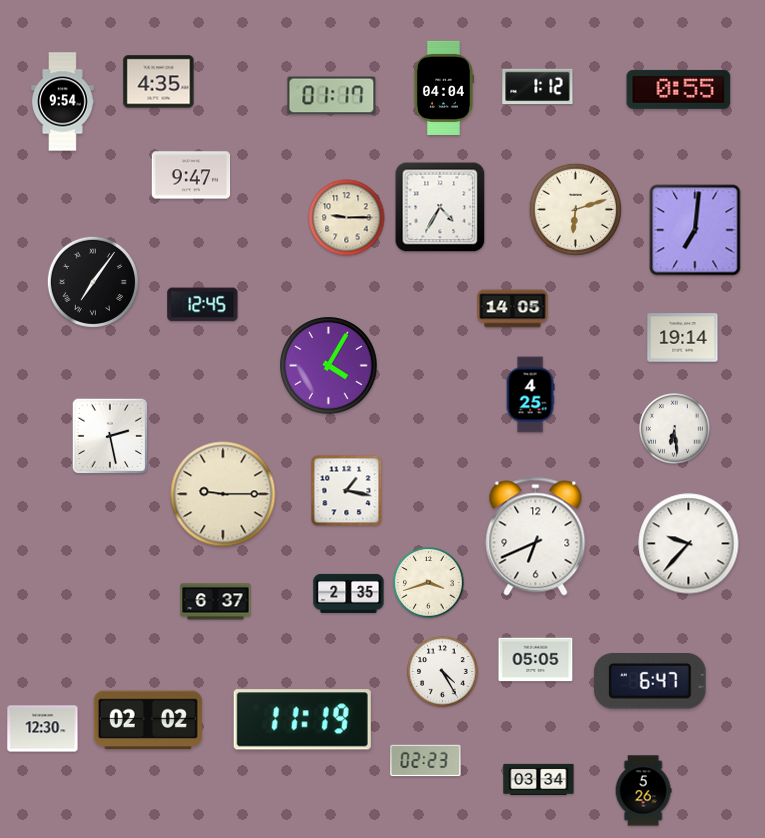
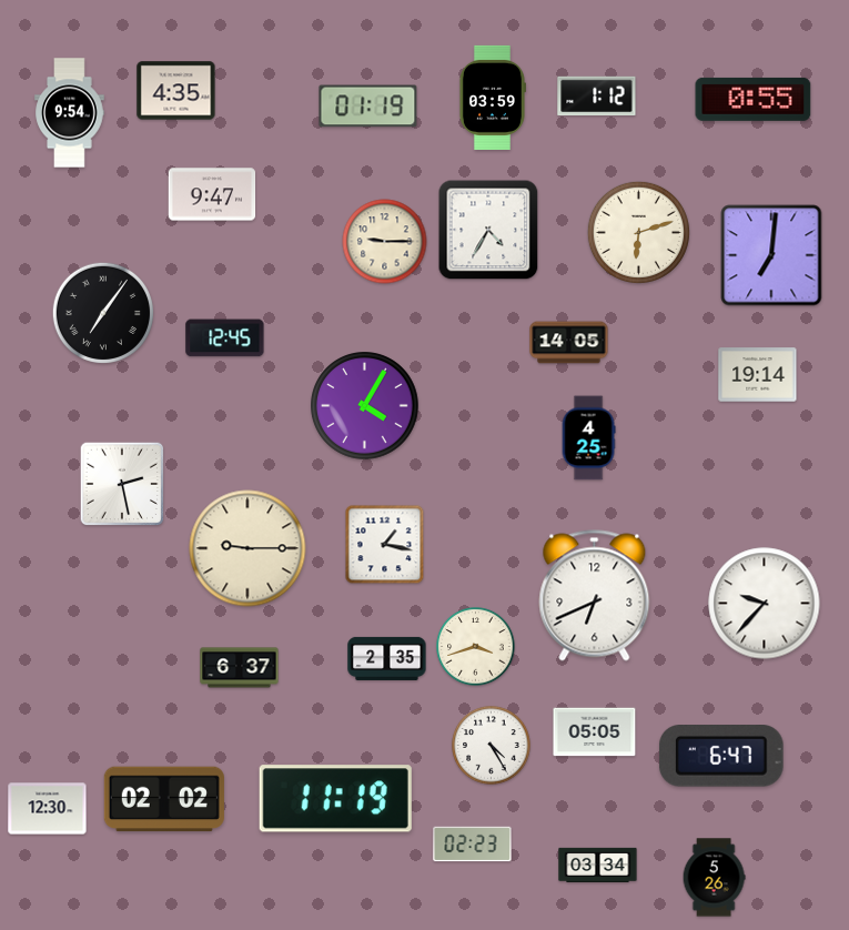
clock at (443, 88): 04:04 -> 03:59
clock at (332, 96): 01:17 -> 01:19
clock at (675, 429): 6:29 -> none
